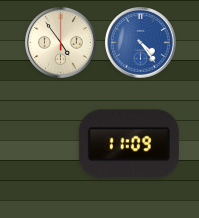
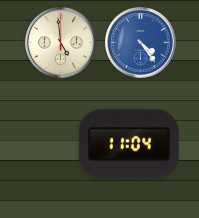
clock at (61, 43): 4:54 -> 4:59
clock at (129, 144): 11:09 -> 11:04
